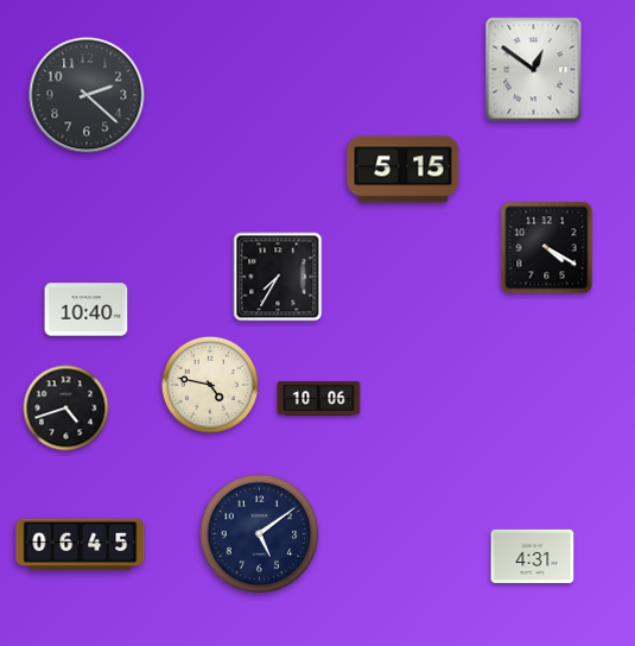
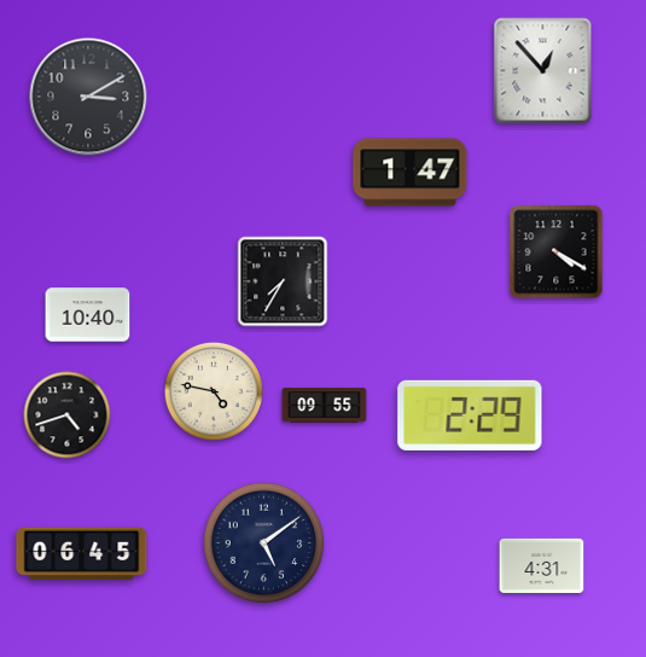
clock at (534, 70): 12:51 -> 12:53
clock at (87, 95): 2:22 -> 3:10
clock at (404, 170): 5:15 -> 1:47
clock at (319, 399): 10:06 -> 09:55
clock at (470, 415): none -> 2:29
